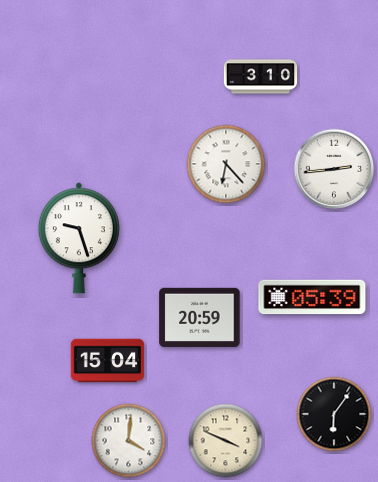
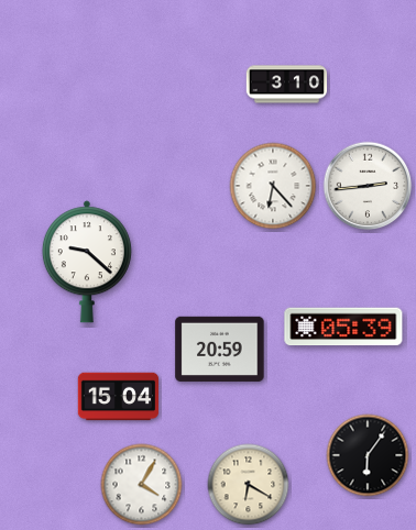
clock at (226, 164) position: (226, 164) -> (273, 186)
clock at (79, 238): 9:27 -> 9:22
clock at (129, 441): 4:01 -> 4:05
clock at (226, 441): 3:49 -> 6:20
